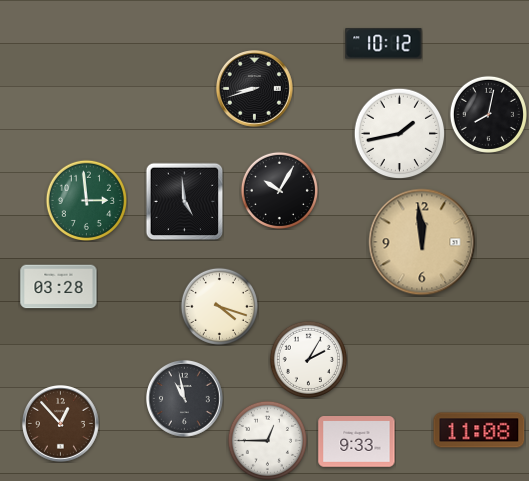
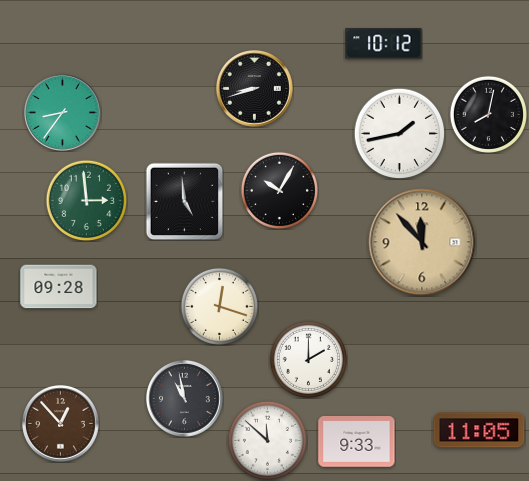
clock at (63, 113): none -> 8:36
clock at (422, 242): 11:59 -> 11:53
clock at (59, 287): 03:28 -> 09:28
clock at (219, 306): 4:18 -> 12:18
clock at (308, 359): 2:05 -> 2:00
clock at (479, 430): 11:08 -> 11:05
clock at (267, 440): 12:45 -> 11:52
